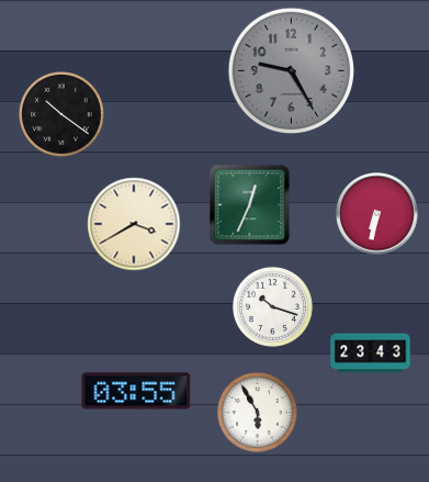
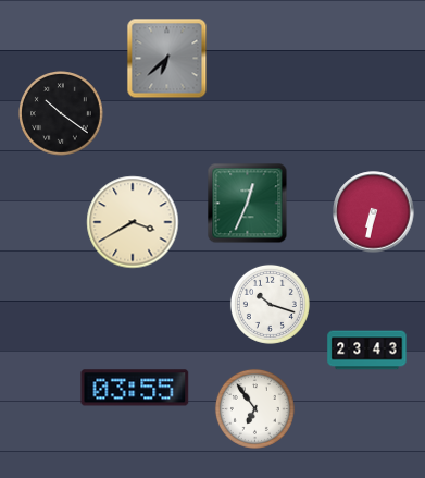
clock at (167, 59): none -> 6:38
clock at (291, 70): 9:25 -> none
clock at (257, 412): 5:55 -> 6:54
